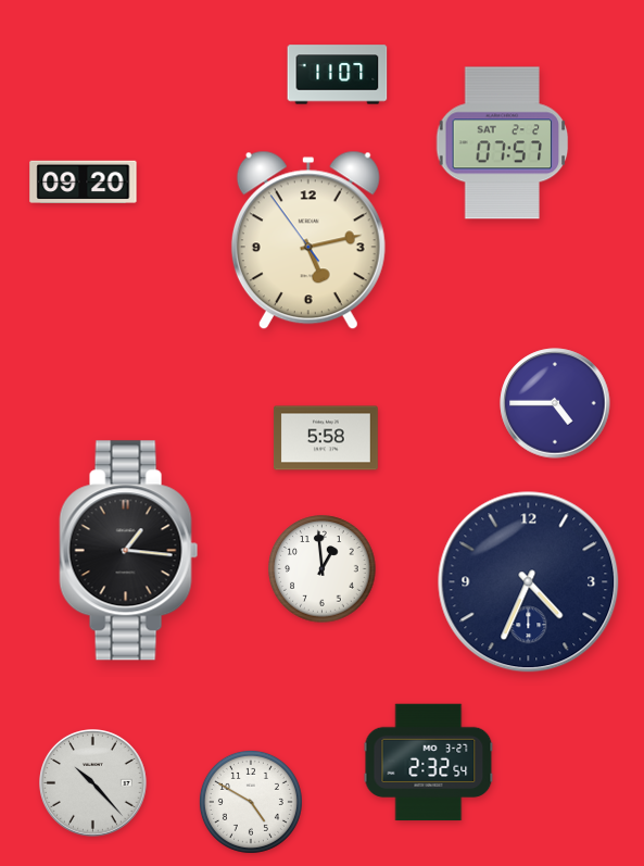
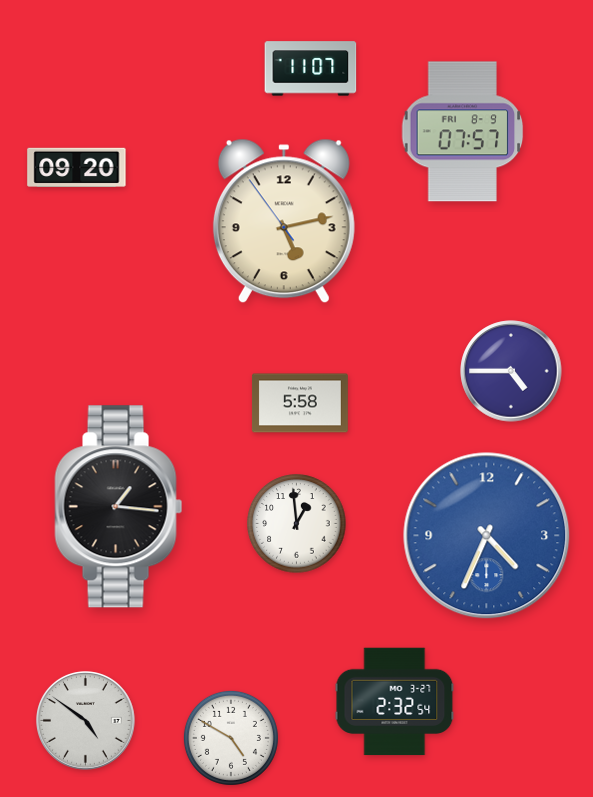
clock at (503, 143) date: SAT 2-2 -> FRI 8-9
clock at (529, 582) dial: navy -> blue
clock at (93, 783): 10:23 -> 4:51
